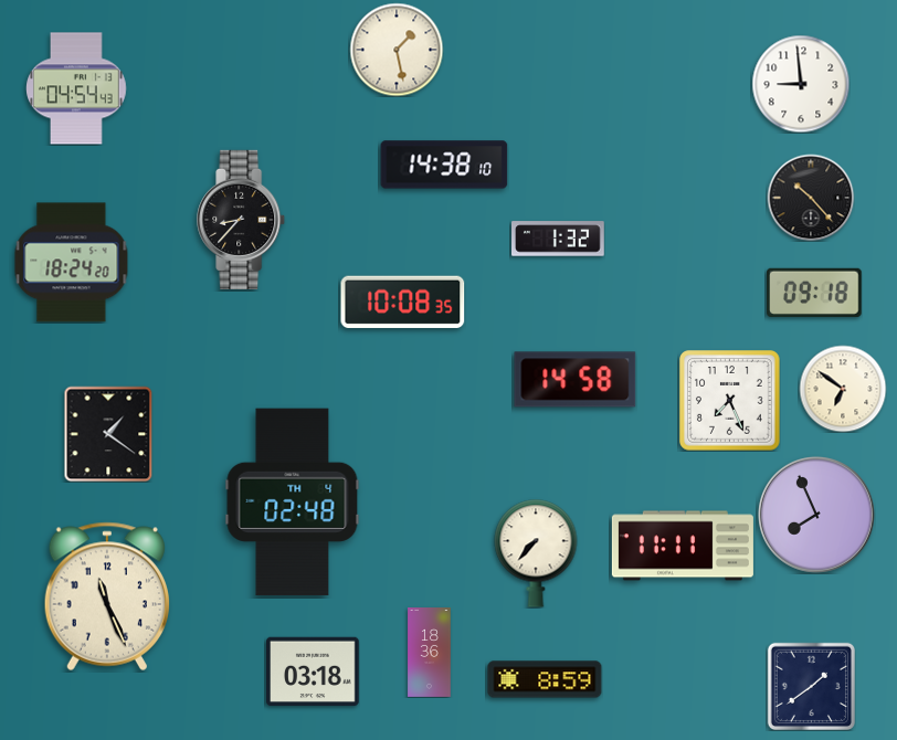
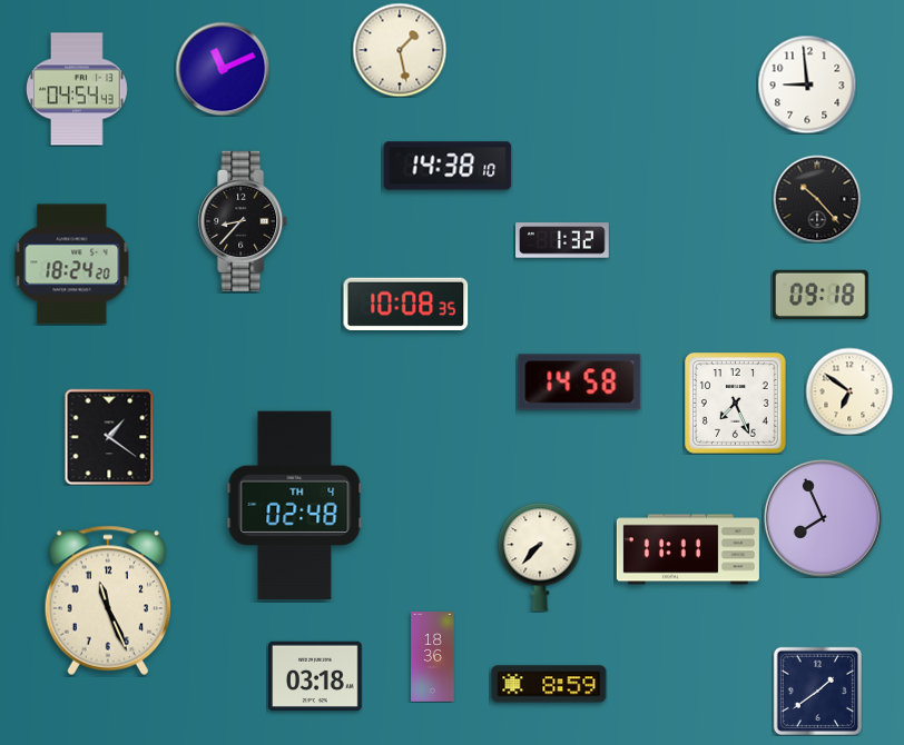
clock at (223, 69): none -> 11:11
